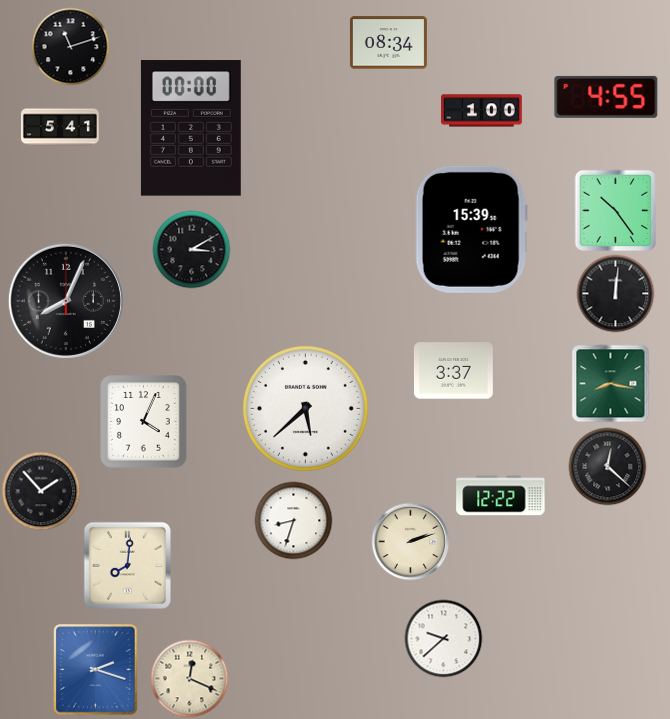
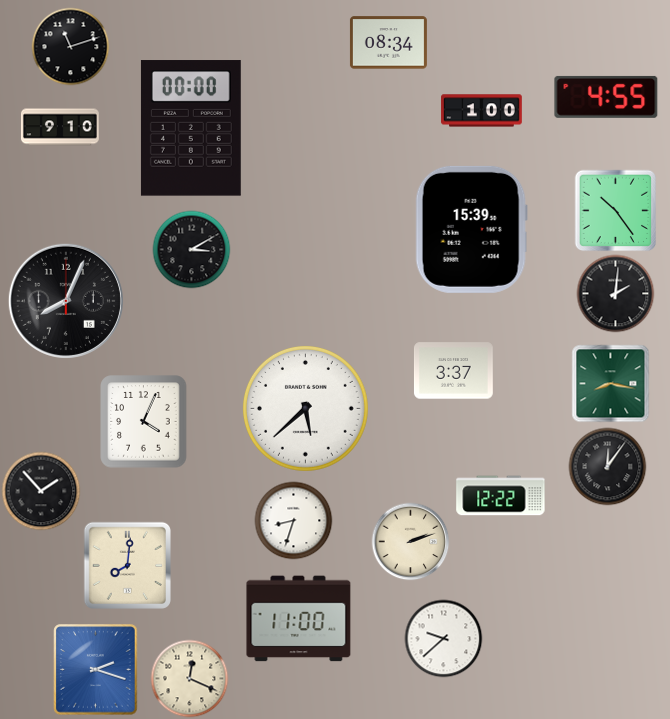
clock at (60, 127): 5:41 -> 9:10
clock at (615, 293): 12:01 -> 2:01
clock at (607, 466): 12:22 -> 12:06
clock at (299, 619): none -> 11:00
